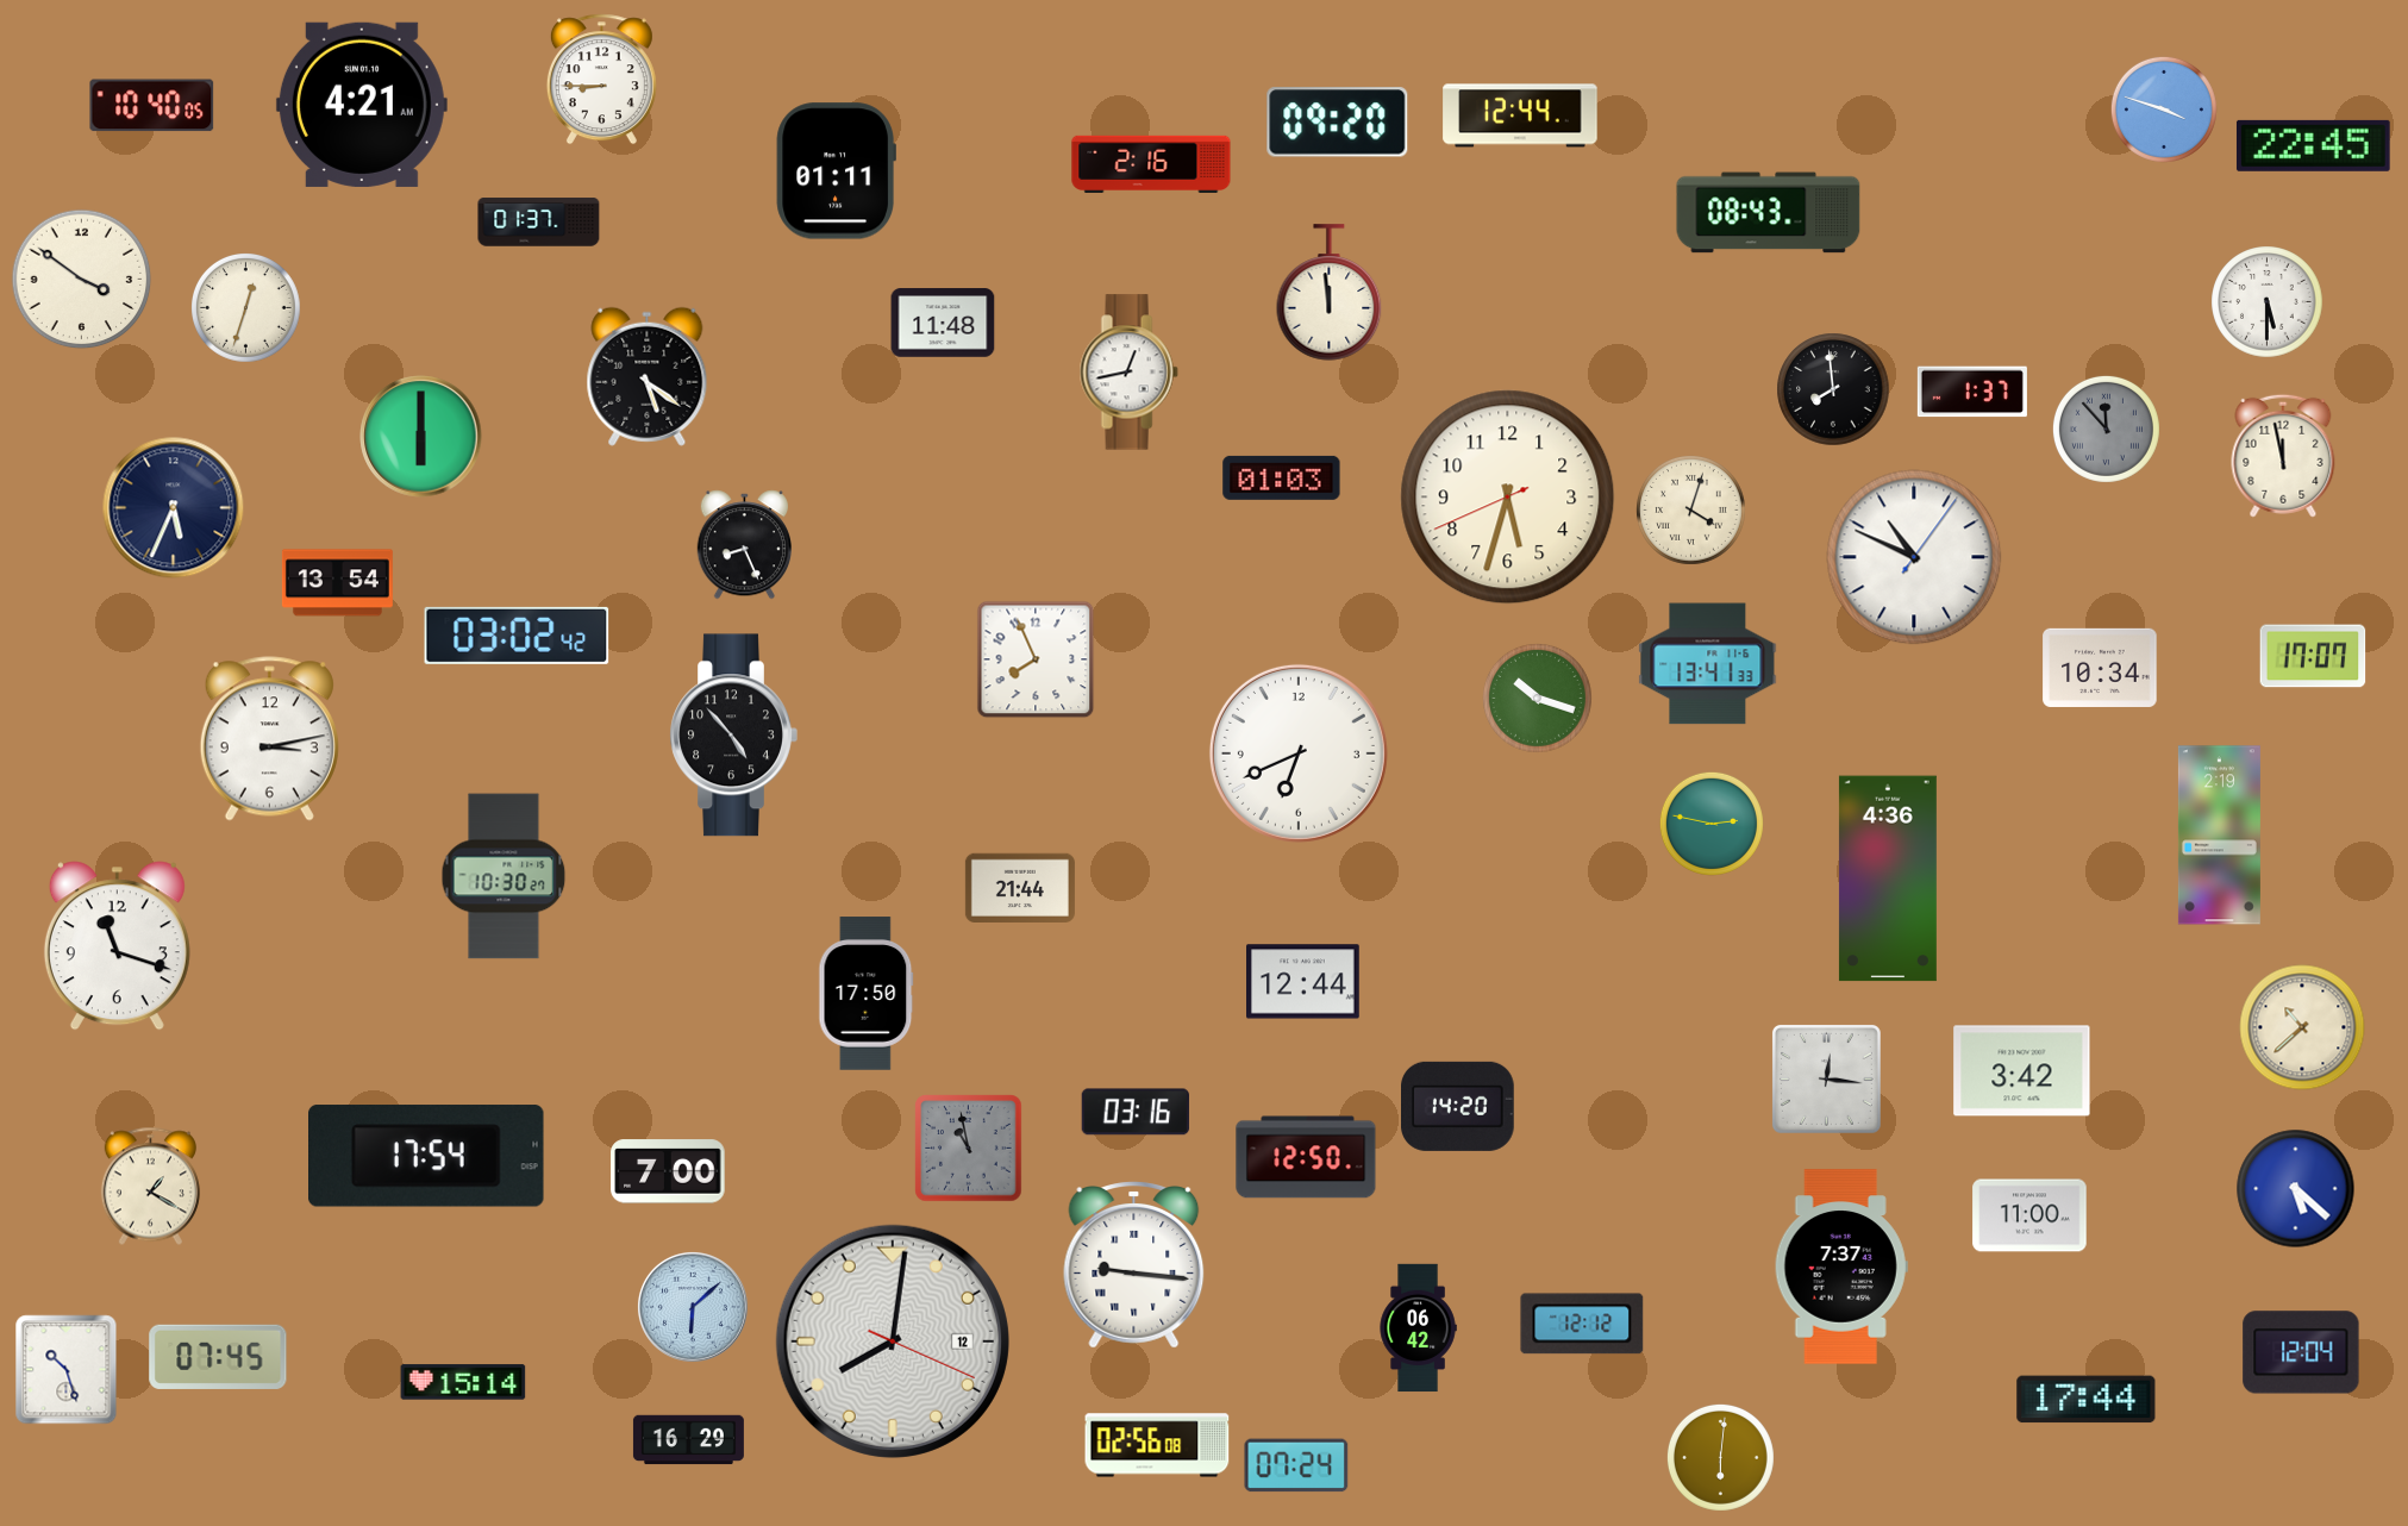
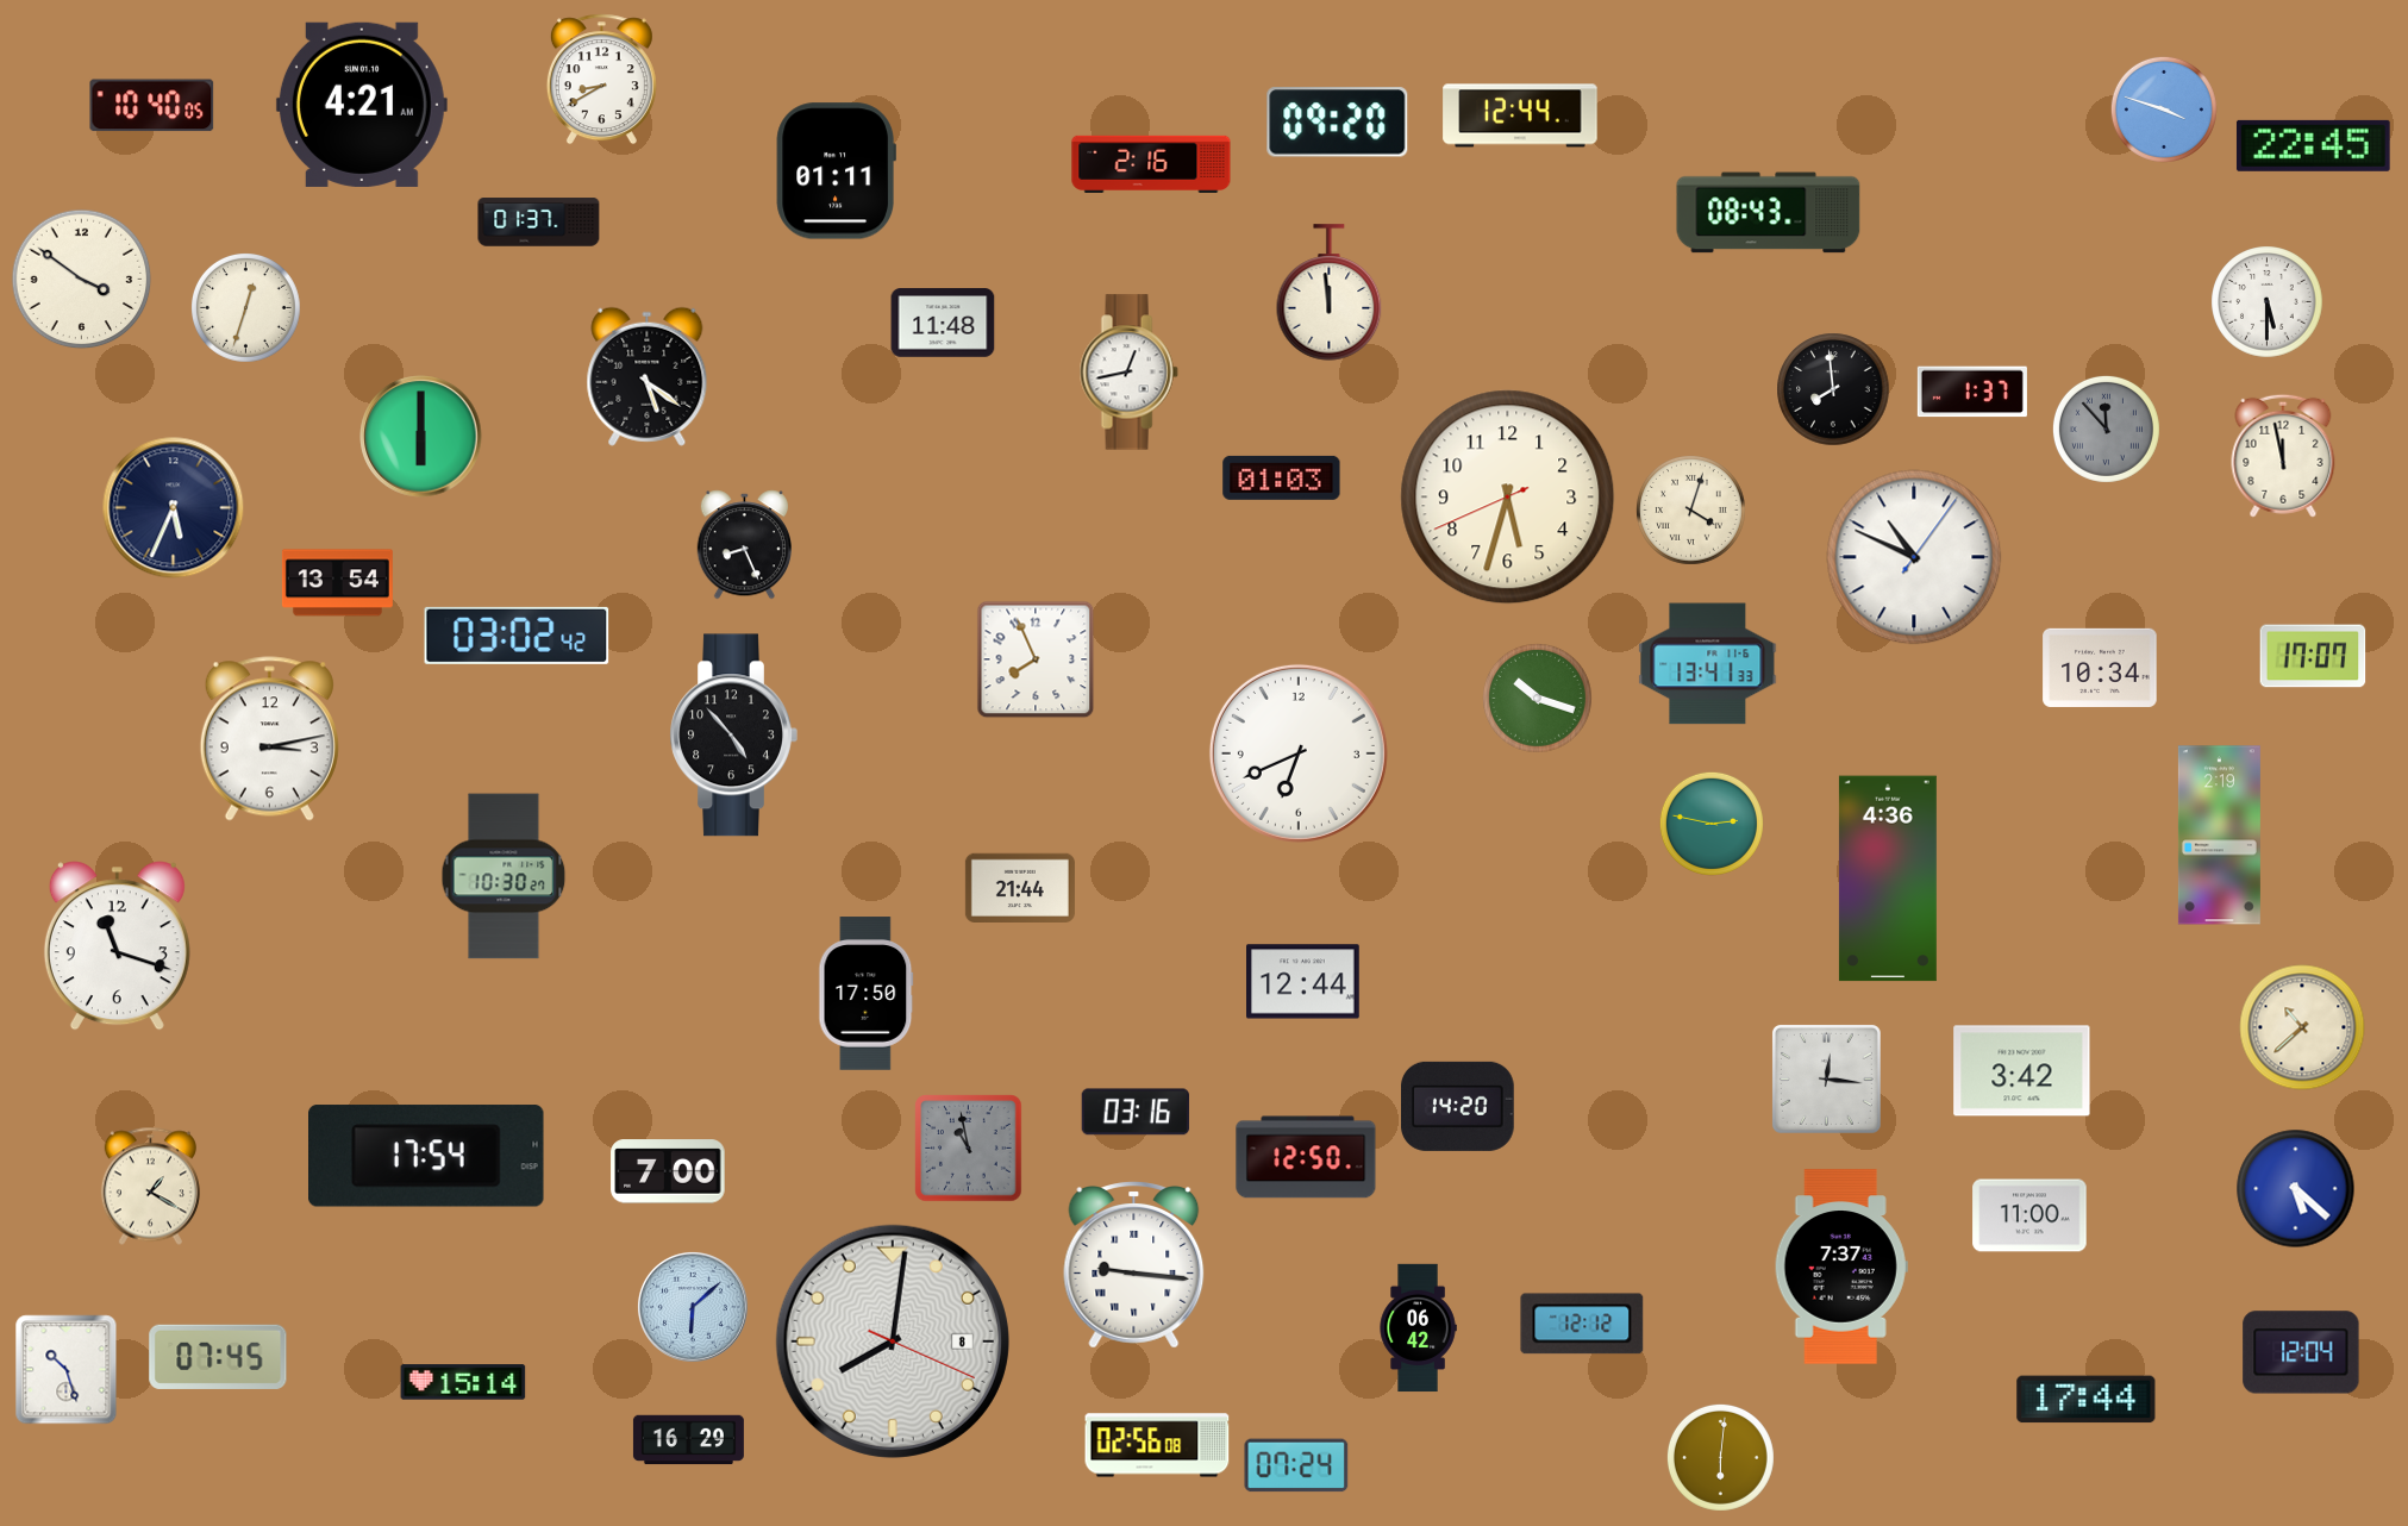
clock at (601, 80): 8:45 -> 8:40
clock at (893, 1341) date: 12 -> 8
